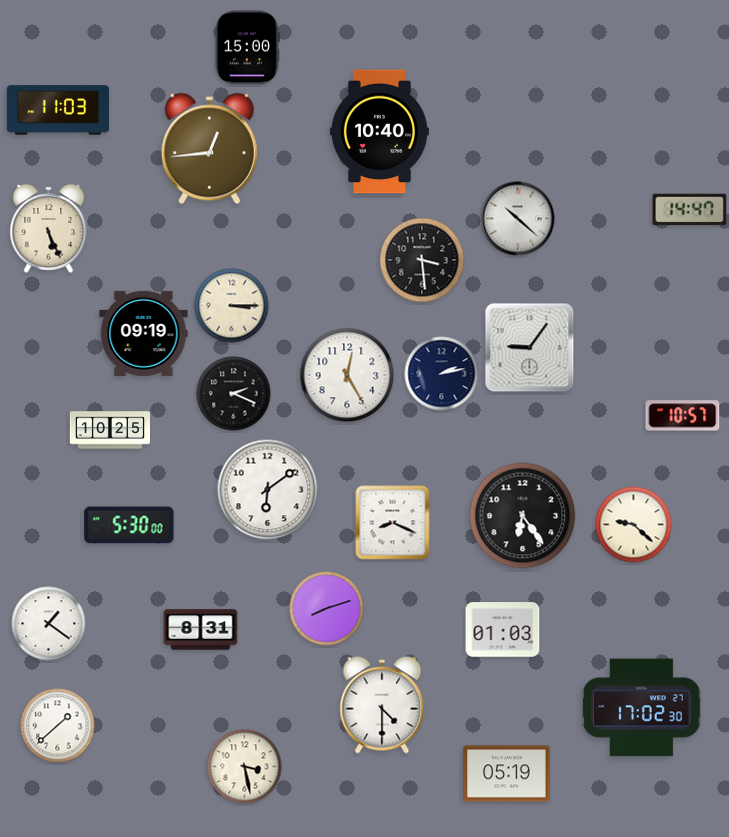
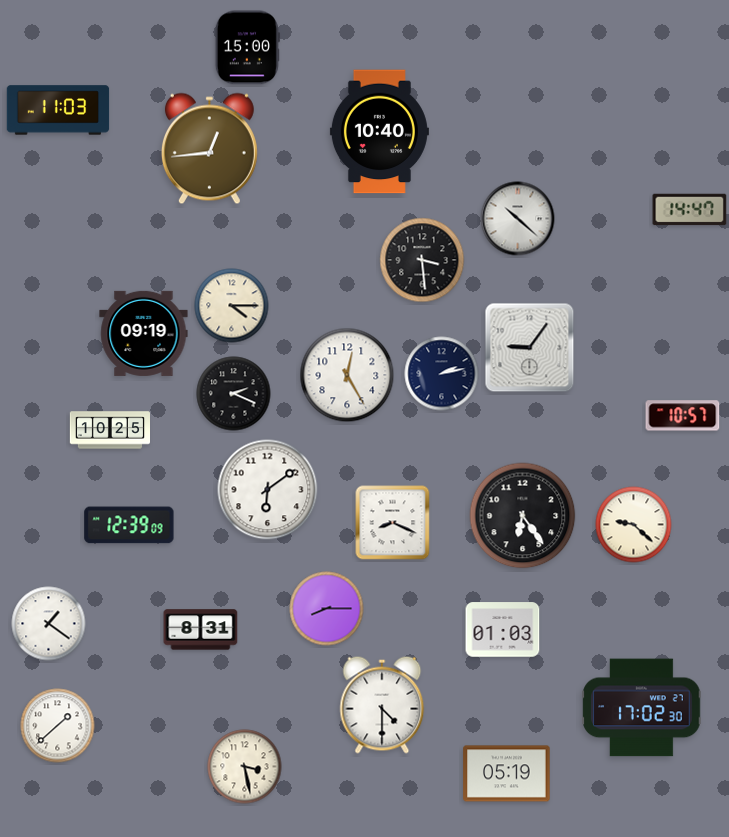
clock at (49, 228): 5:26 -> none
clock at (232, 306): 3:15 -> 4:15
clock at (129, 525): 5:30 -> 12:39
clock at (327, 609): 8:12 -> 8:15
